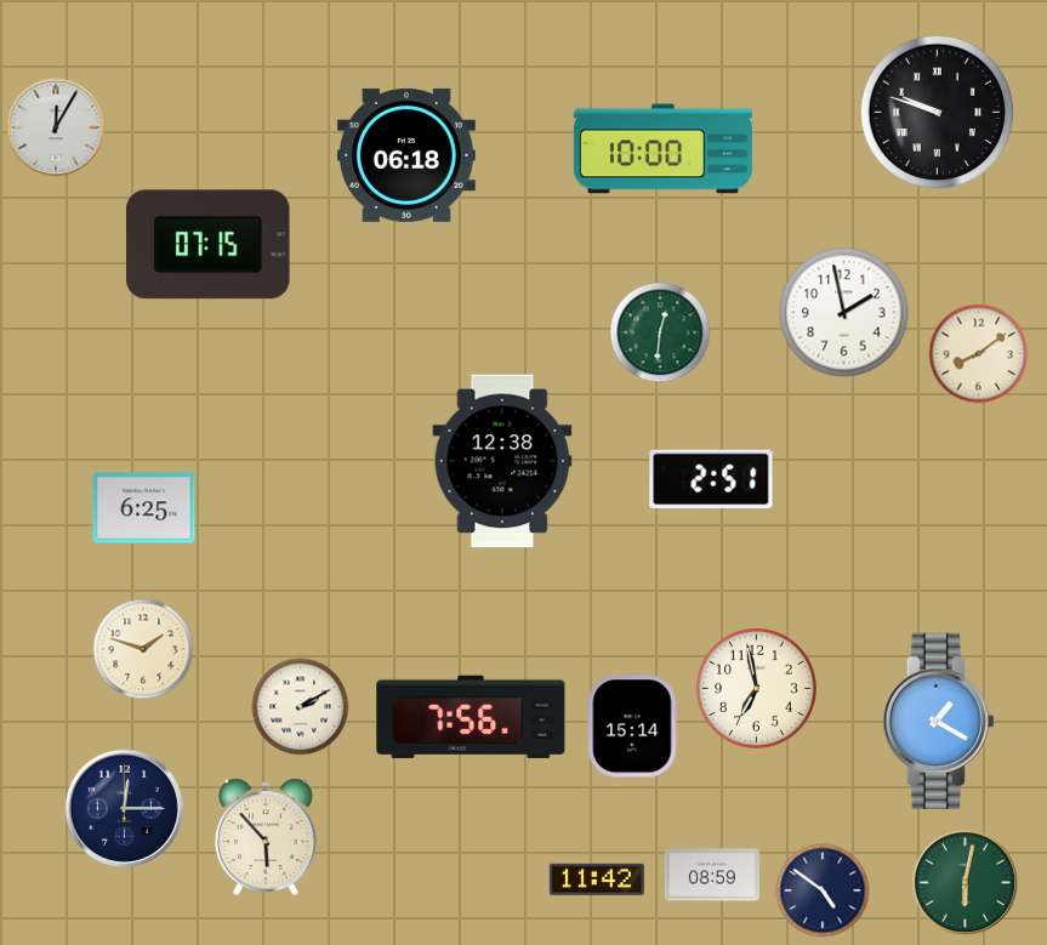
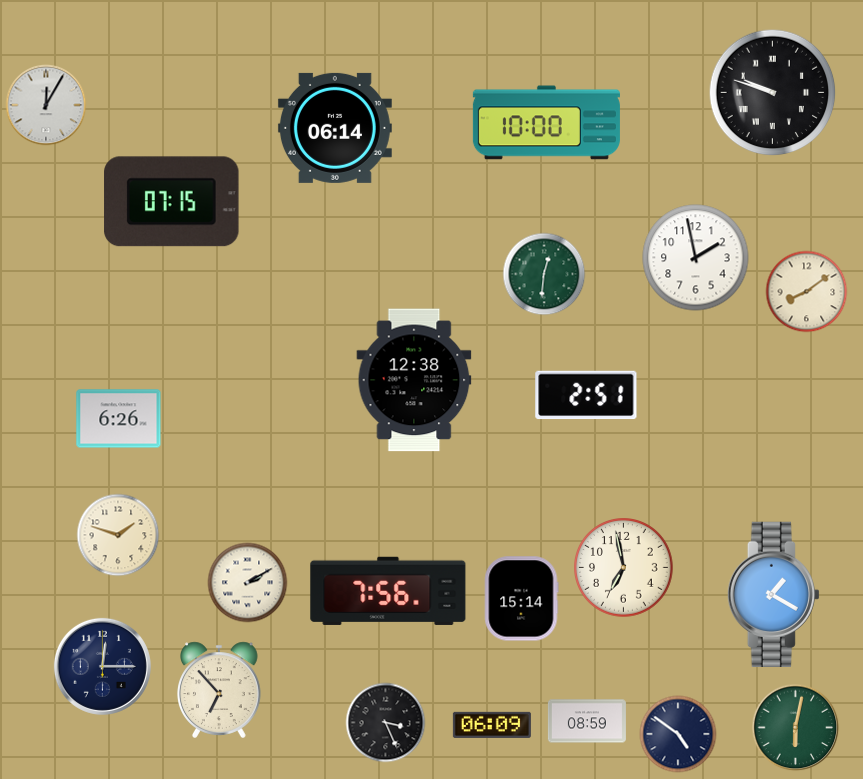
clock at (406, 155): 06:18 -> 06:14
clock at (144, 508): 6:25 -> 6:26
clock at (267, 837): 5:53 -> 6:53
clock at (386, 723): none -> 3:26
clock at (597, 879): 11:42 -> 06:09
